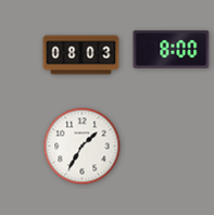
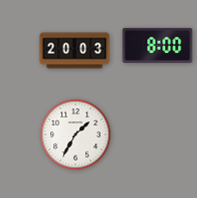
clock at (81, 55): 08:03 -> 20:03
